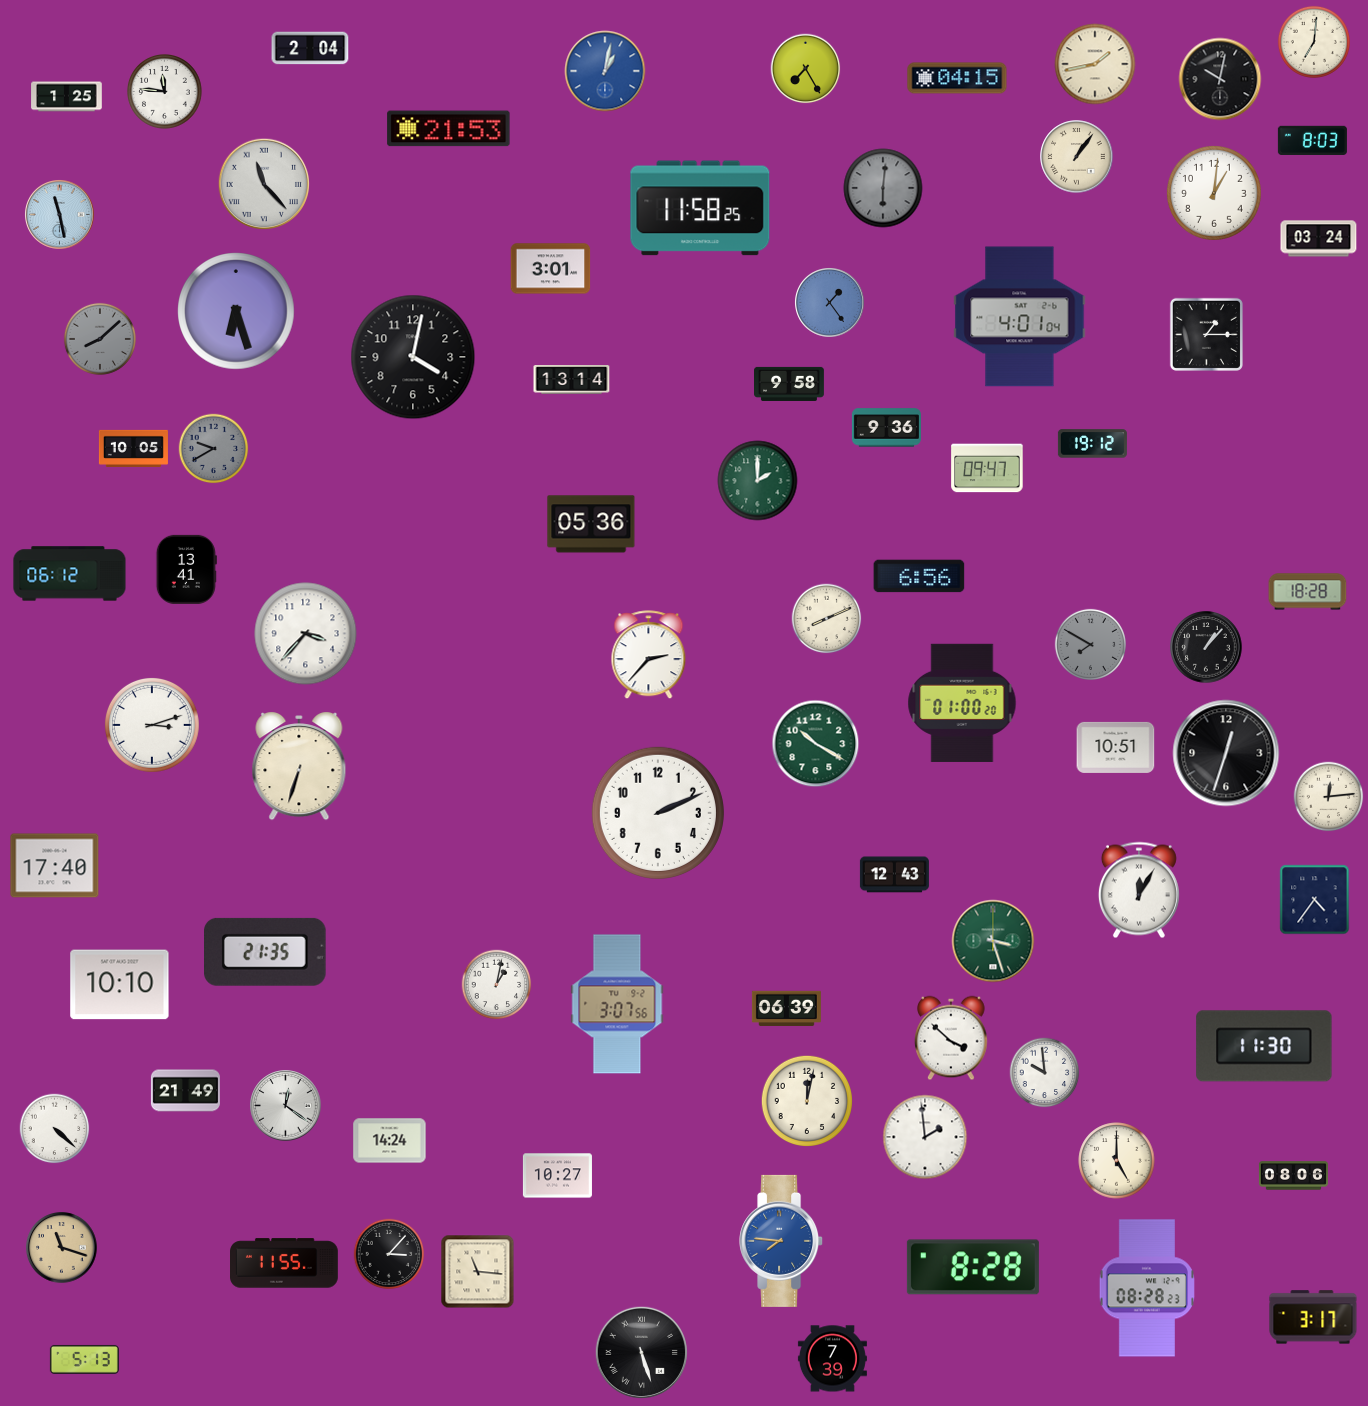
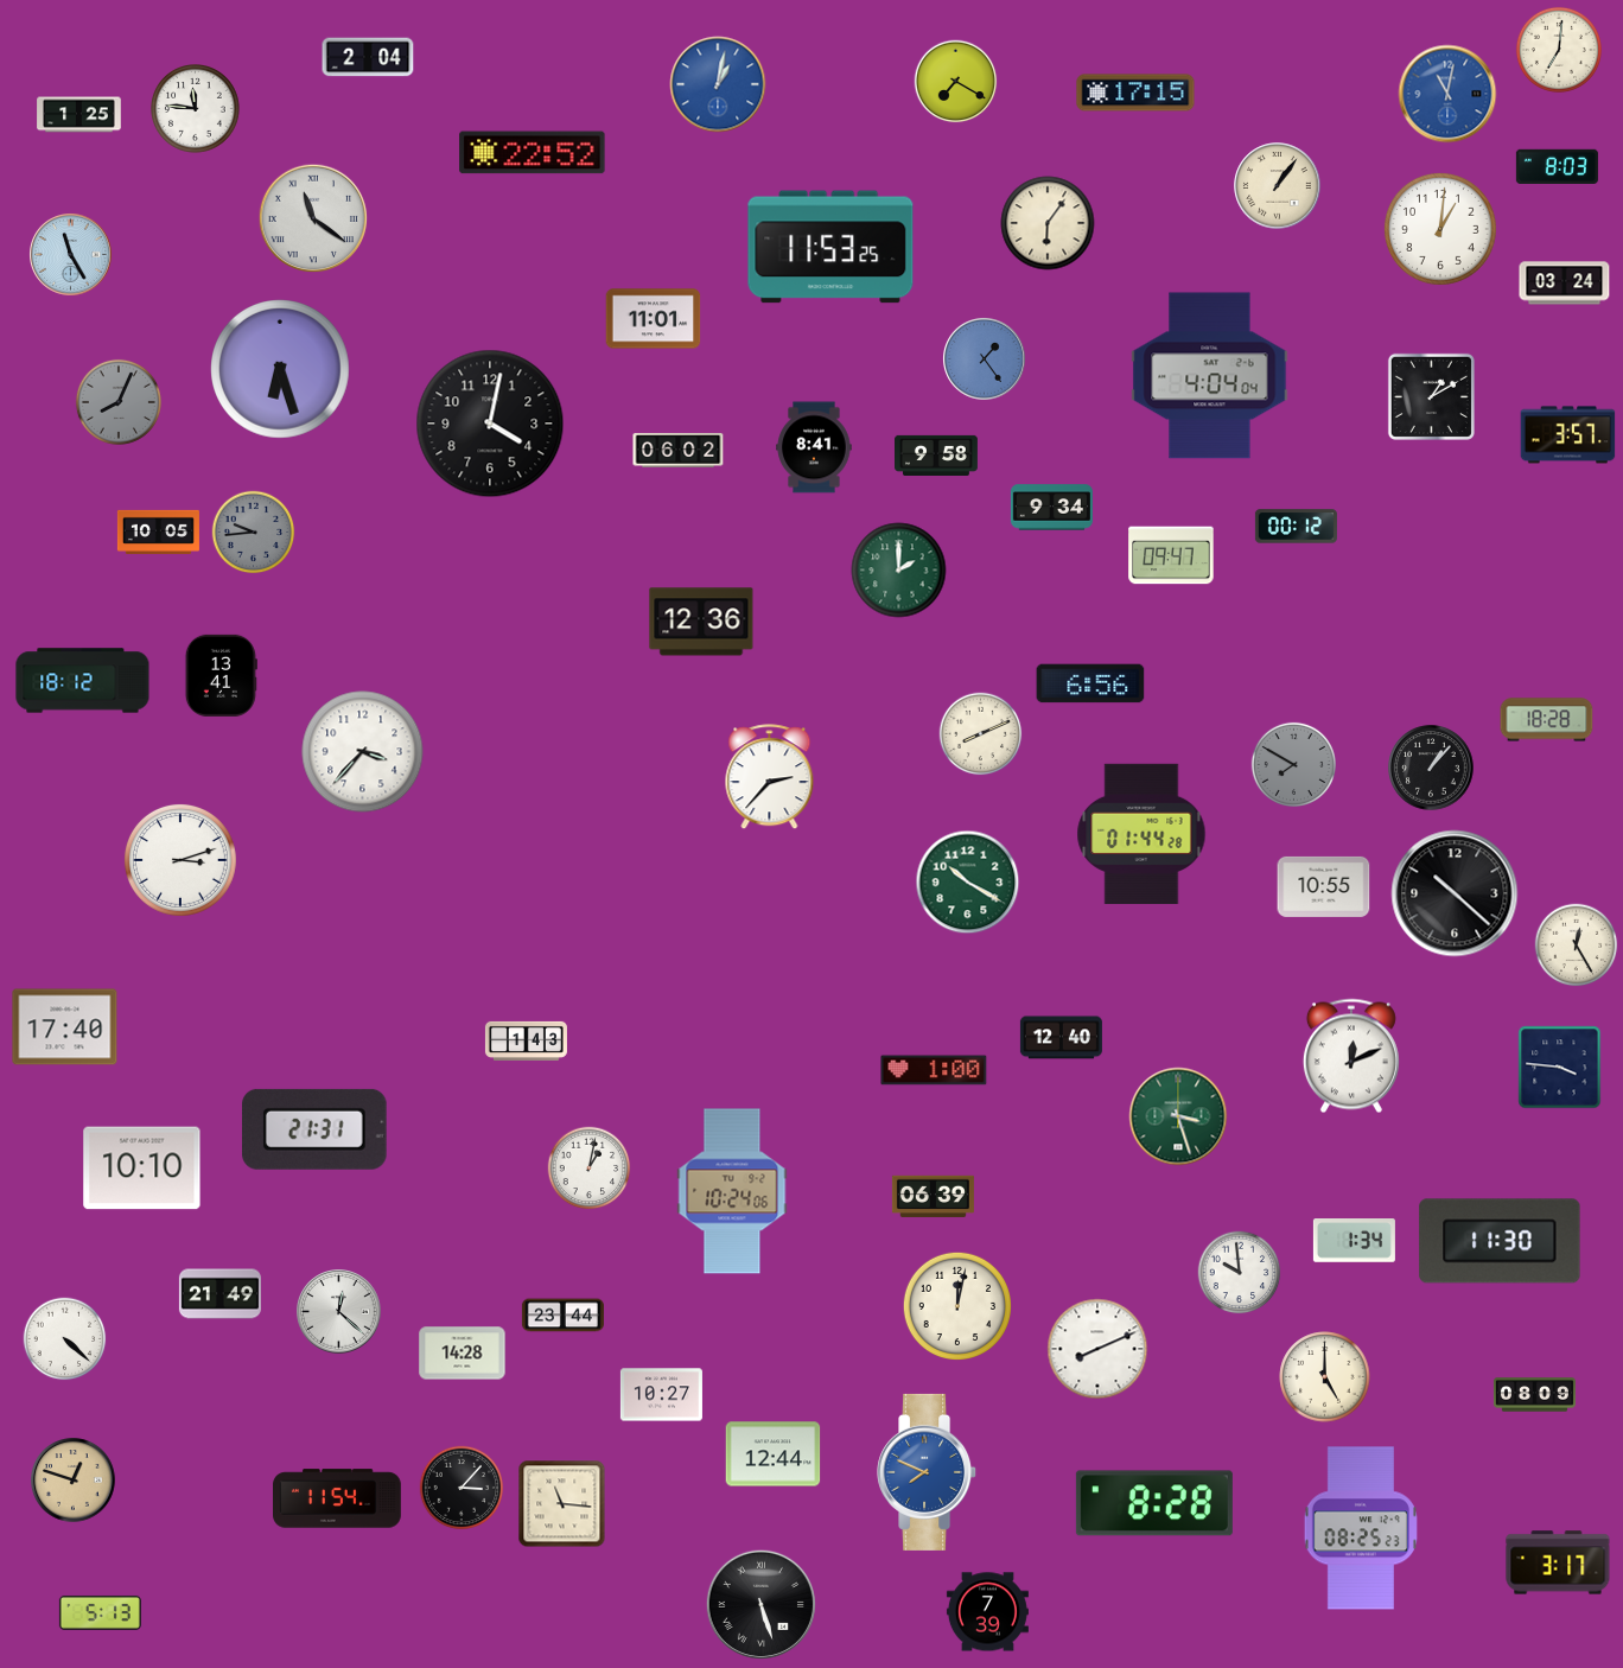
clock at (1095, 64): 1:43 -> none
clock at (806, 69): 7:25 -> 7:20
clock at (957, 78): 04:15 -> 17:15
clock at (1220, 79): 10:02 -> 11:02
clock at (1220, 79) dial: black -> blue
clock at (449, 129): 21:53 -> 22:52
clock at (264, 184): 11:23 -> 11:21
clock at (883, 188): 6:01 -> 6:06
clock at (883, 188) dial: grey -> cream
clock at (700, 208): 11:58 -> 11:53
clock at (60, 215): 11:28 -> 11:25
clock at (551, 269): 3:01 -> 11:01
clock at (1020, 317): 4:01 -> 4:04
clock at (1206, 334): 1:15 -> 1:10
clock at (100, 339): 8:08 -> 8:04
clock at (1568, 435): none -> 3:57
clock at (814, 447): none -> 8:41
clock at (572, 380): 13:14 -> 06:02
clock at (886, 428): 9:36 -> 9:34
clock at (1092, 444): 19:12 -> 00:12
clock at (214, 449): 9:40 -> 9:44
clock at (591, 524): 05:36 -> 12:36
clock at (70, 574): 06:12 -> 18:12
clock at (1308, 592) position: (1308, 592) -> (1547, 720)
clock at (962, 703): 01:00 -> 01:44
clock at (1116, 747): 10:51 -> 10:55
clock at (1226, 753): 12:33 -> 10:22
clock at (299, 767): 6:33 -> none
clock at (1329, 797): 12:14 -> 12:25
clock at (658, 813): 2:11 -> none
clock at (894, 875): 12:43 -> 12:40
clock at (526, 1040): none -> 1:43
clock at (1139, 890): 12:05 -> 12:11
clock at (1315, 900): 4:36 -> 3:46
clock at (934, 1070): none -> 1:00
clock at (266, 952): 21:35 -> 21:31
clock at (617, 1004): 3:07 -> 10:24
clock at (951, 1038): 3:52 -> none
clock at (1354, 1241): none -> 1:34
clock at (286, 1106): 12:21 -> 12:22
clock at (562, 1316): none -> 23:44
clock at (925, 1137): 1:59 -> 8:11
clock at (390, 1141): 14:24 -> 14:28
clock at (1293, 1176): 08:06 -> 08:09
clock at (774, 1454): none -> 12:44
clock at (782, 1241): 7:46 -> 7:49
clock at (62, 1248): 11:18 -> 12:48
clock at (285, 1263): 11:55 -> 11:54
clock at (478, 1272) position: (478, 1272) -> (562, 1504)
clock at (1147, 1288): 08:28 -> 08:25
